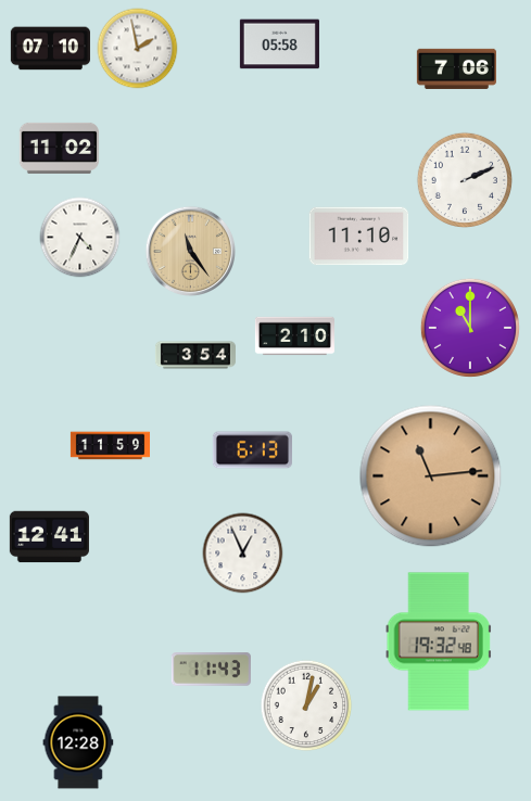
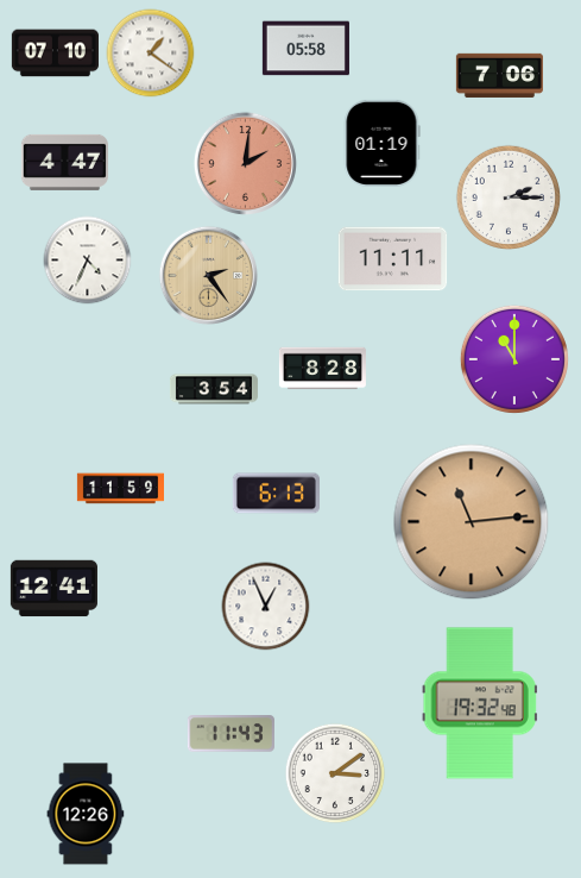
clock at (138, 49): 1:58 -> 1:21
clock at (381, 143): none -> 01:19
clock at (59, 148): 11:02 -> 4:47
clock at (245, 163): none -> 2:01
clock at (464, 179): 2:11 -> 2:15
clock at (359, 237): 11:10 -> 11:11
clock at (190, 251): 11:24 -> 2:24
clock at (294, 336): 2:10 -> 8:28
clock at (306, 705): 1:02 -> 3:09
clock at (78, 742): 12:28 -> 12:26
